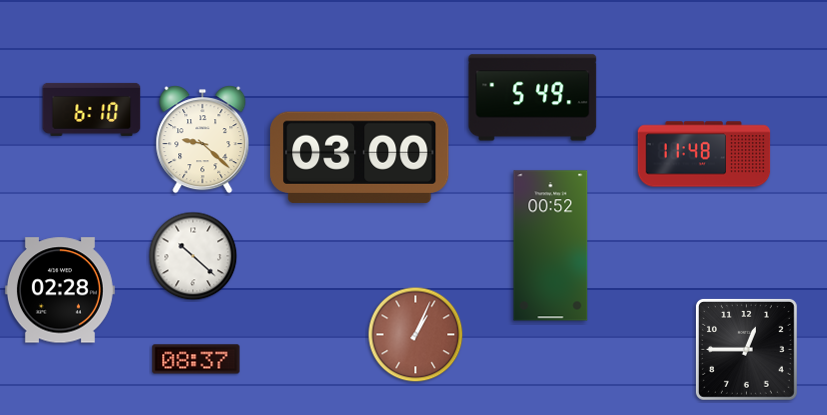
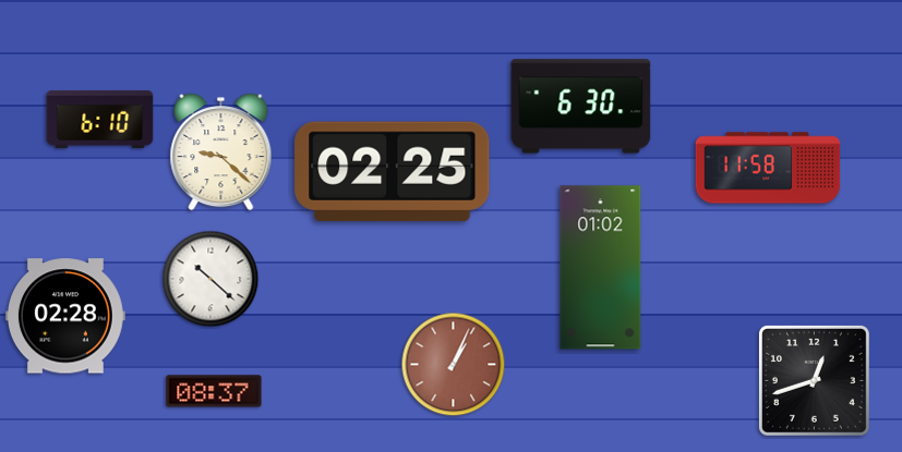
clock at (533, 98): 5:49 -> 6:30
clock at (704, 154): 11:48 -> 11:58
clock at (360, 157): 03:00 -> 02:25
clock at (551, 246): 00:52 -> 01:02
clock at (746, 349): 12:45 -> 12:42
